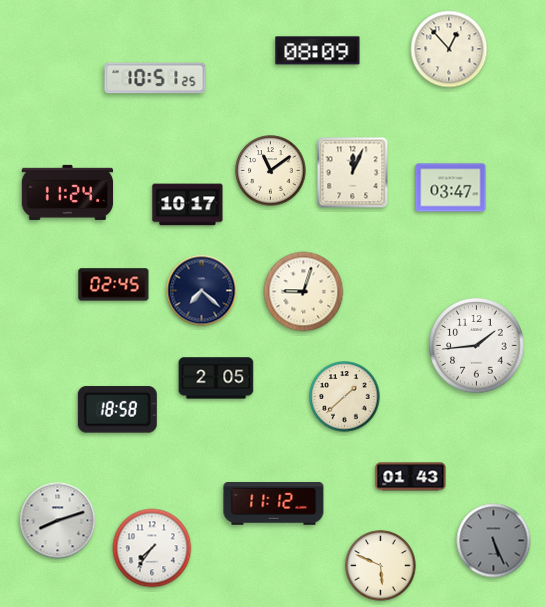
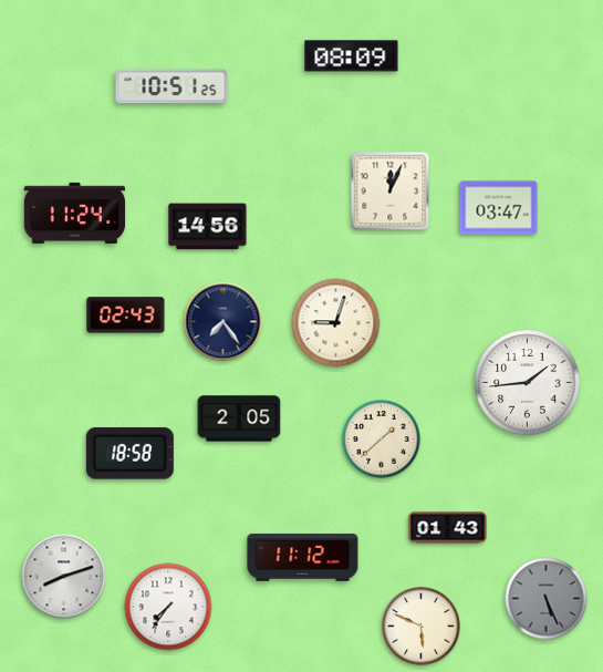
clock at (449, 49): 12:53 -> none
clock at (271, 171): 11:09 -> none
clock at (188, 205): 10:17 -> 14:56
clock at (114, 285): 02:45 -> 02:43
clock at (202, 291): 7:22 -> 7:24
clock at (411, 477) position: (411, 477) -> (448, 528)
